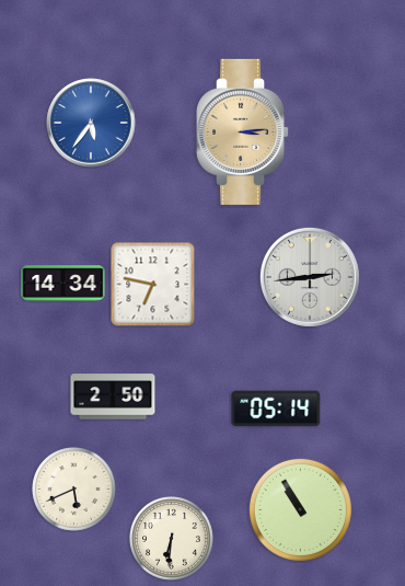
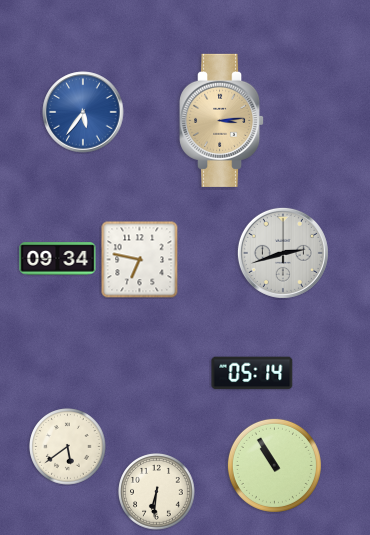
clock at (310, 277): 2:44 -> 2:42
clock at (63, 284): 14:34 -> 09:34
clock at (113, 397): 2:50 -> none
clock at (74, 490): 5:41 -> 5:39
